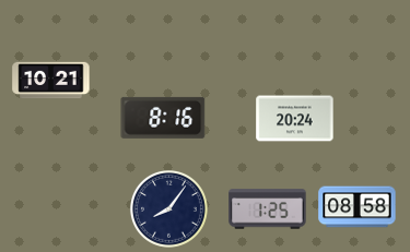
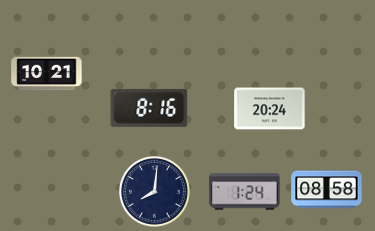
clock at (168, 208): 8:06 -> 8:01
clock at (268, 209): 1:25 -> 1:24
